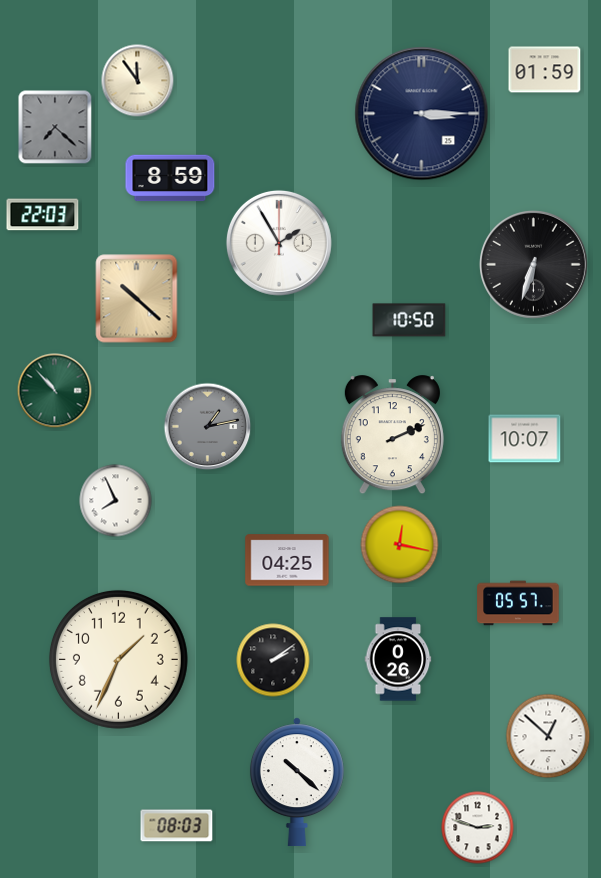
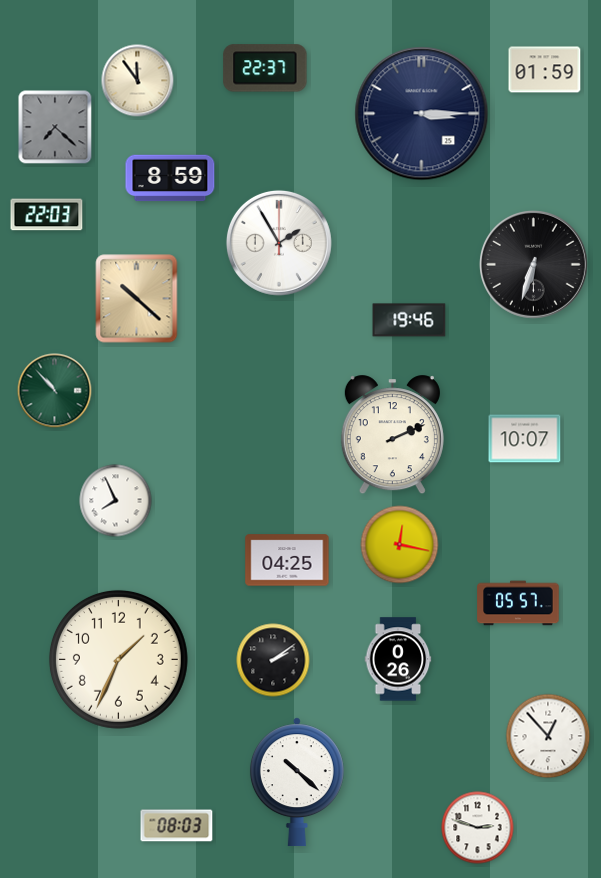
clock at (265, 68): none -> 22:37
clock at (43, 215) position: (43, 215) -> (47, 215)
clock at (409, 320): 10:50 -> 19:46
clock at (208, 427): 1:13 -> none
clock at (548, 736): 12:52 -> 12:53
